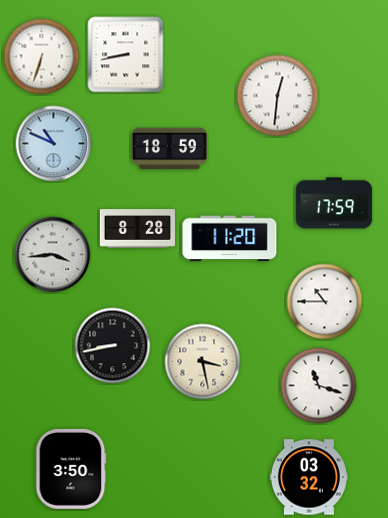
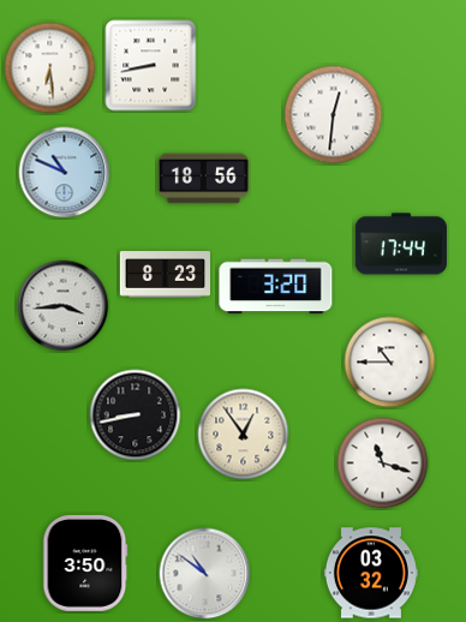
clock at (42, 57): 6:33 -> 6:29
clock at (169, 149): 18:59 -> 18:56
clock at (334, 203): 17:59 -> 17:44
clock at (137, 229): 8:28 -> 8:23
clock at (230, 239): 11:20 -> 3:20
clock at (203, 362): 3:28 -> 12:54
clock at (205, 574): none -> 10:51
